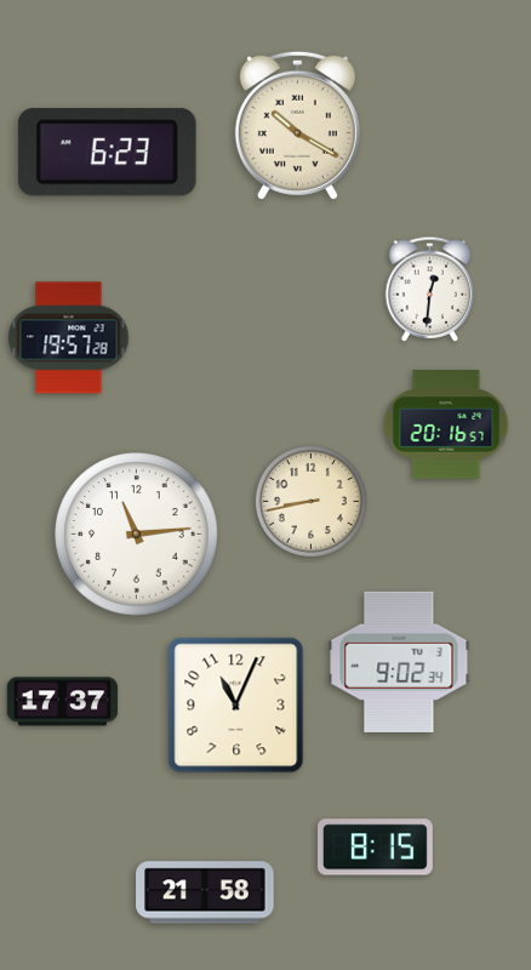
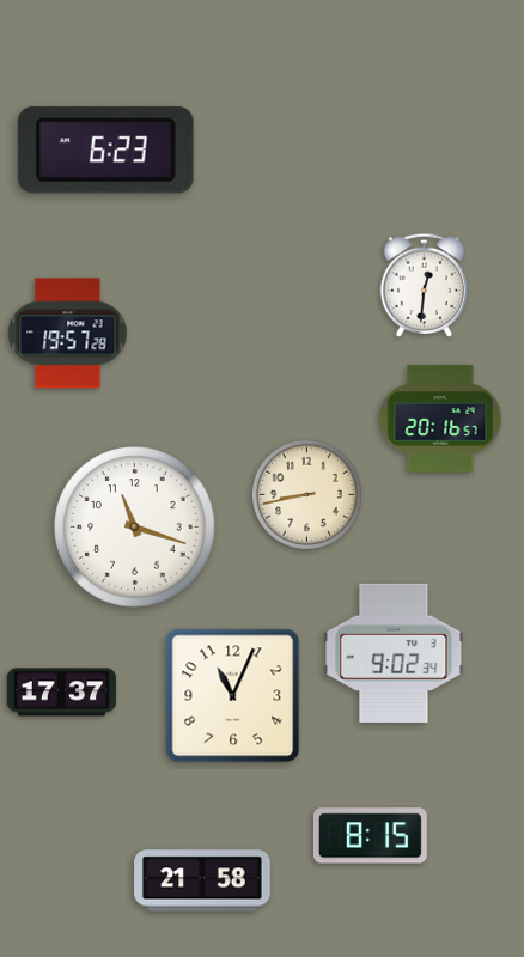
clock at (297, 125): 10:20 -> none
clock at (137, 535): 11:14 -> 11:18
